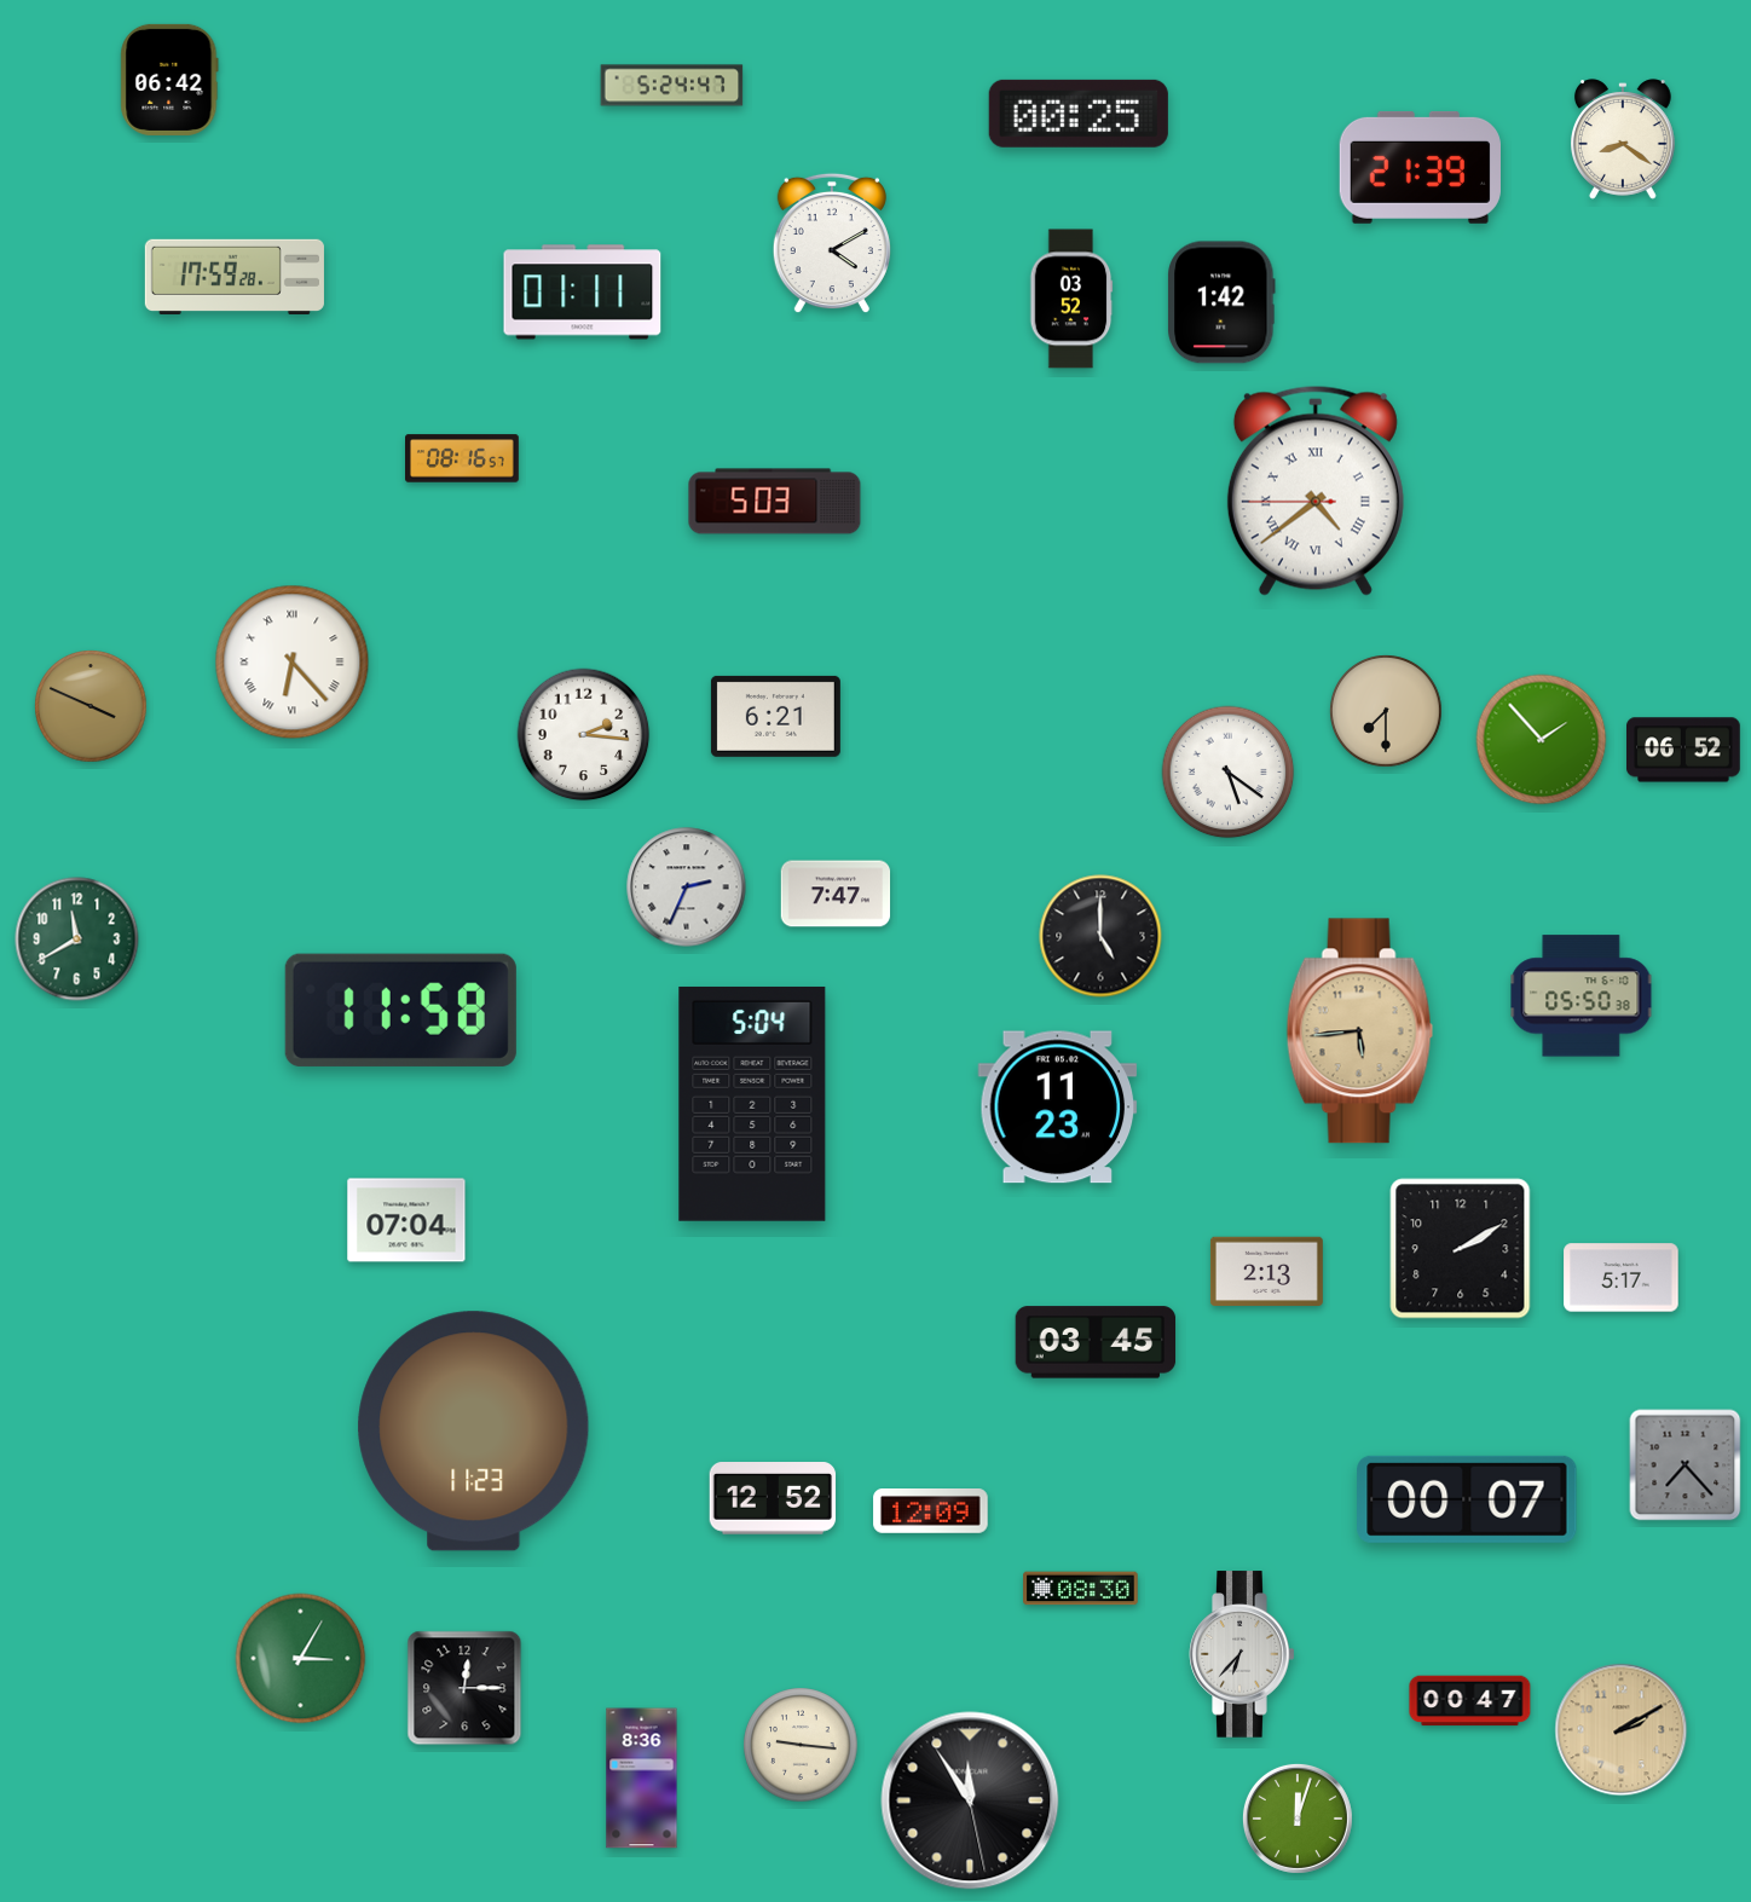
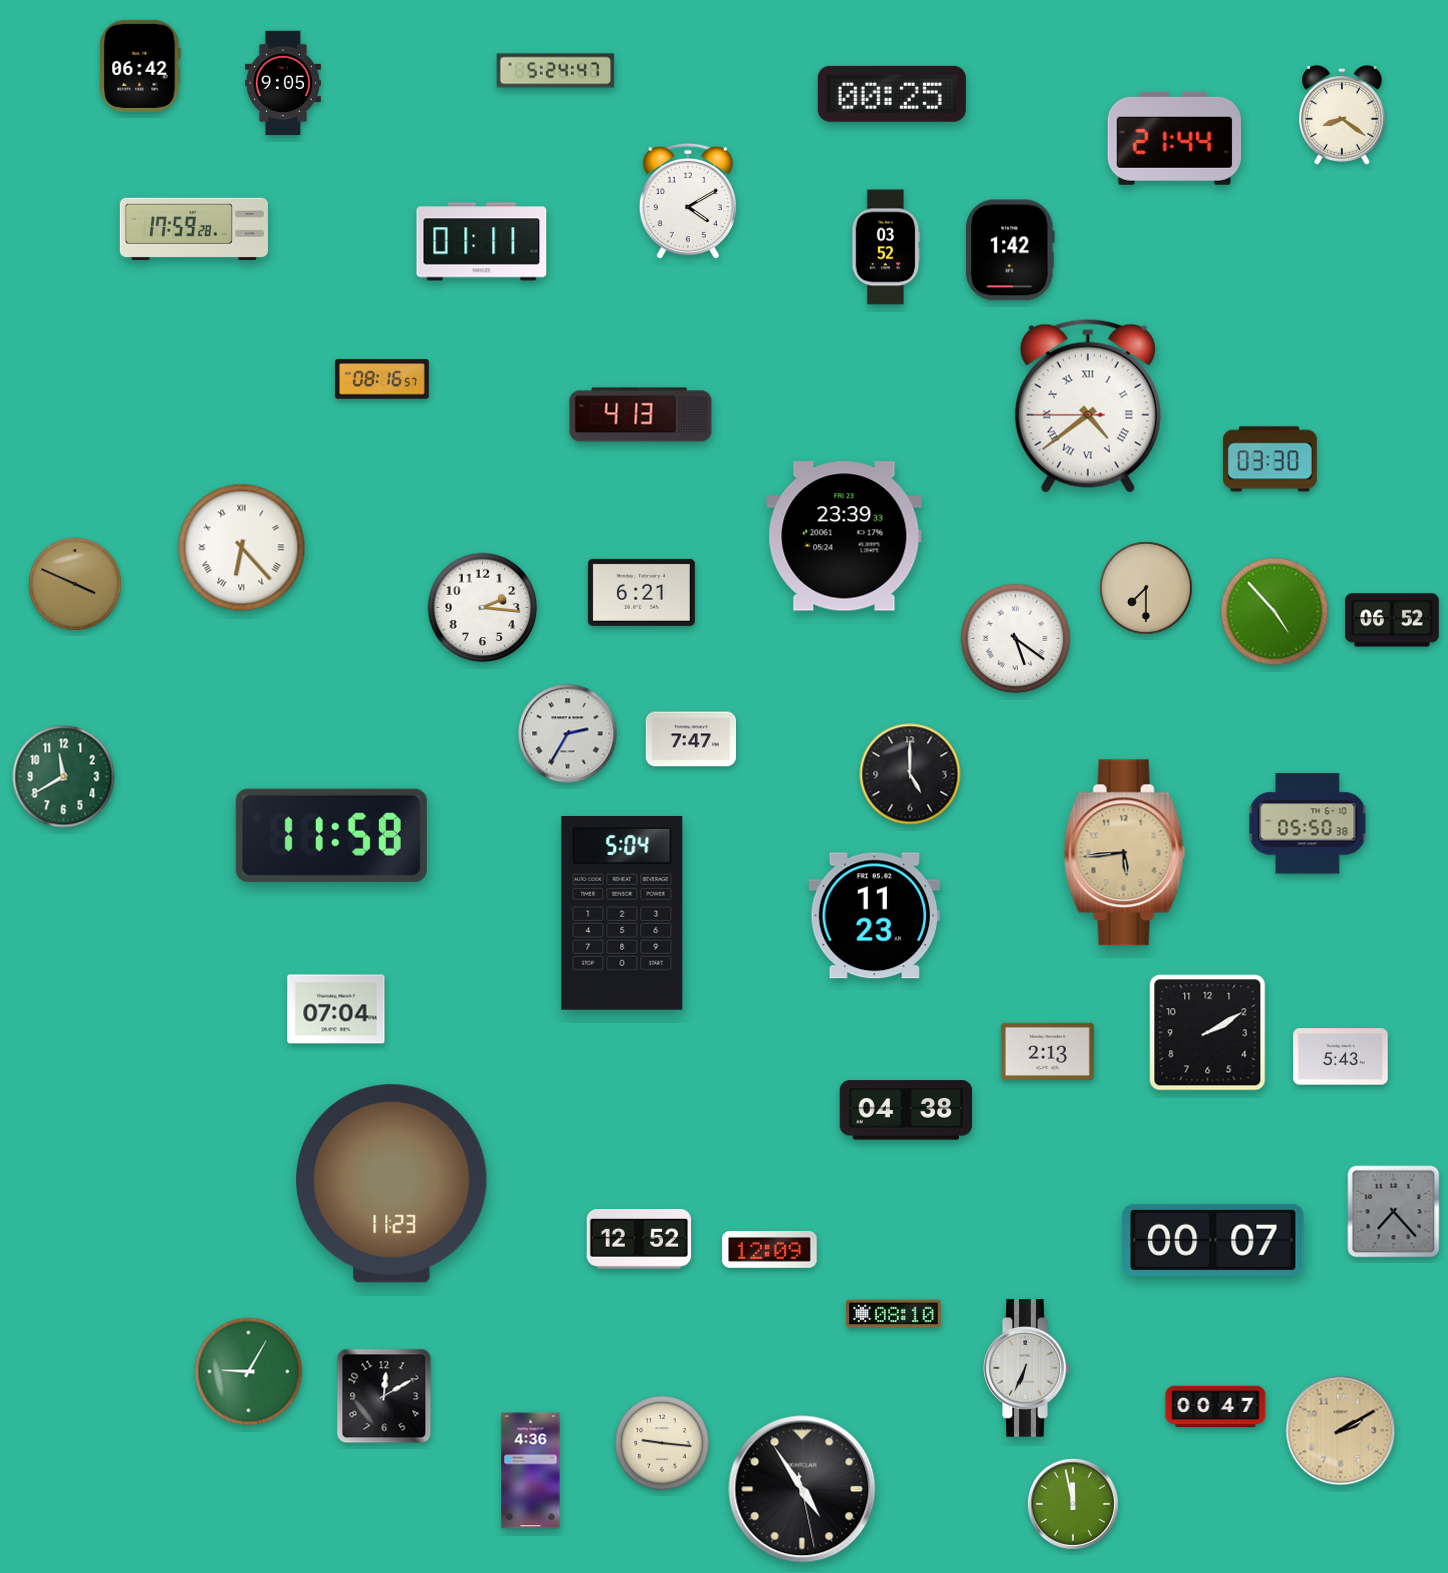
clock at (283, 83): none -> 9:05
clock at (1420, 167): 21:39 -> 21:44
clock at (775, 502): 5:03 -> 4:13
clock at (1271, 459): none -> 03:30
clock at (844, 536): none -> 23:39
clock at (1542, 740): 1:53 -> 4:53
clock at (687, 888): 2:34 -> 2:35
clock at (1622, 1278): 5:17 -> 5:43
clock at (1096, 1342): 03:45 -> 04:38
clock at (1081, 1589): 08:30 -> 08:10
clock at (1242, 1654): 6:37 -> 6:34
clock at (301, 1659): 3:05 -> 9:05
clock at (464, 1688): 12:15 -> 12:10
clock at (642, 1779): 8:36 -> 4:36
clock at (970, 1800): 11:54 -> 4:54
clock at (1298, 1819): 12:03 -> 11:58
